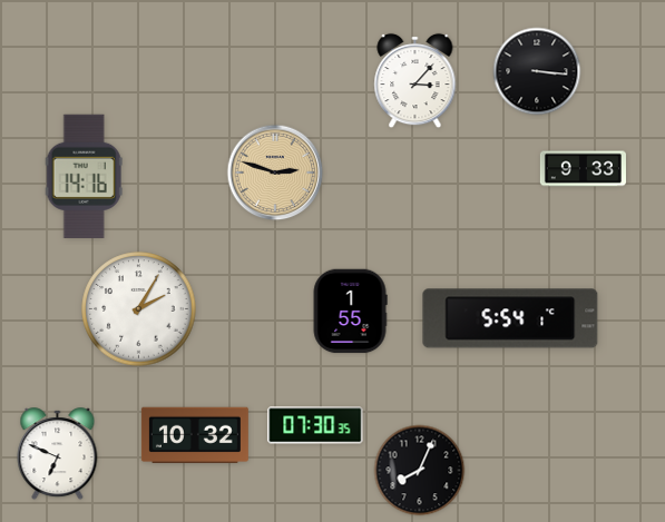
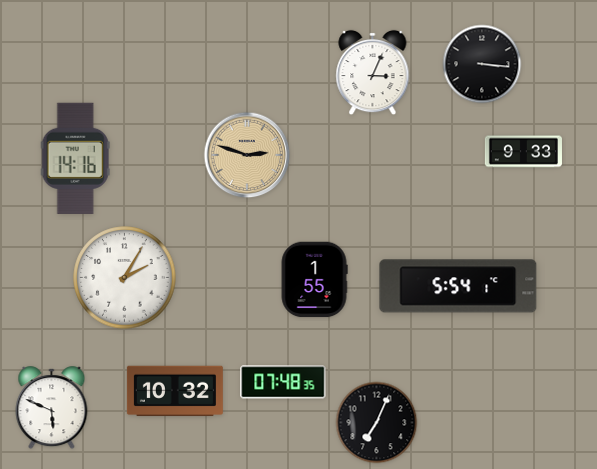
clock at (415, 81): 3:07 -> 3:04
clock at (315, 425): 07:30 -> 07:48
clock at (58, 454): 6:49 -> 5:49
clock at (420, 471): 8:04 -> 7:04
